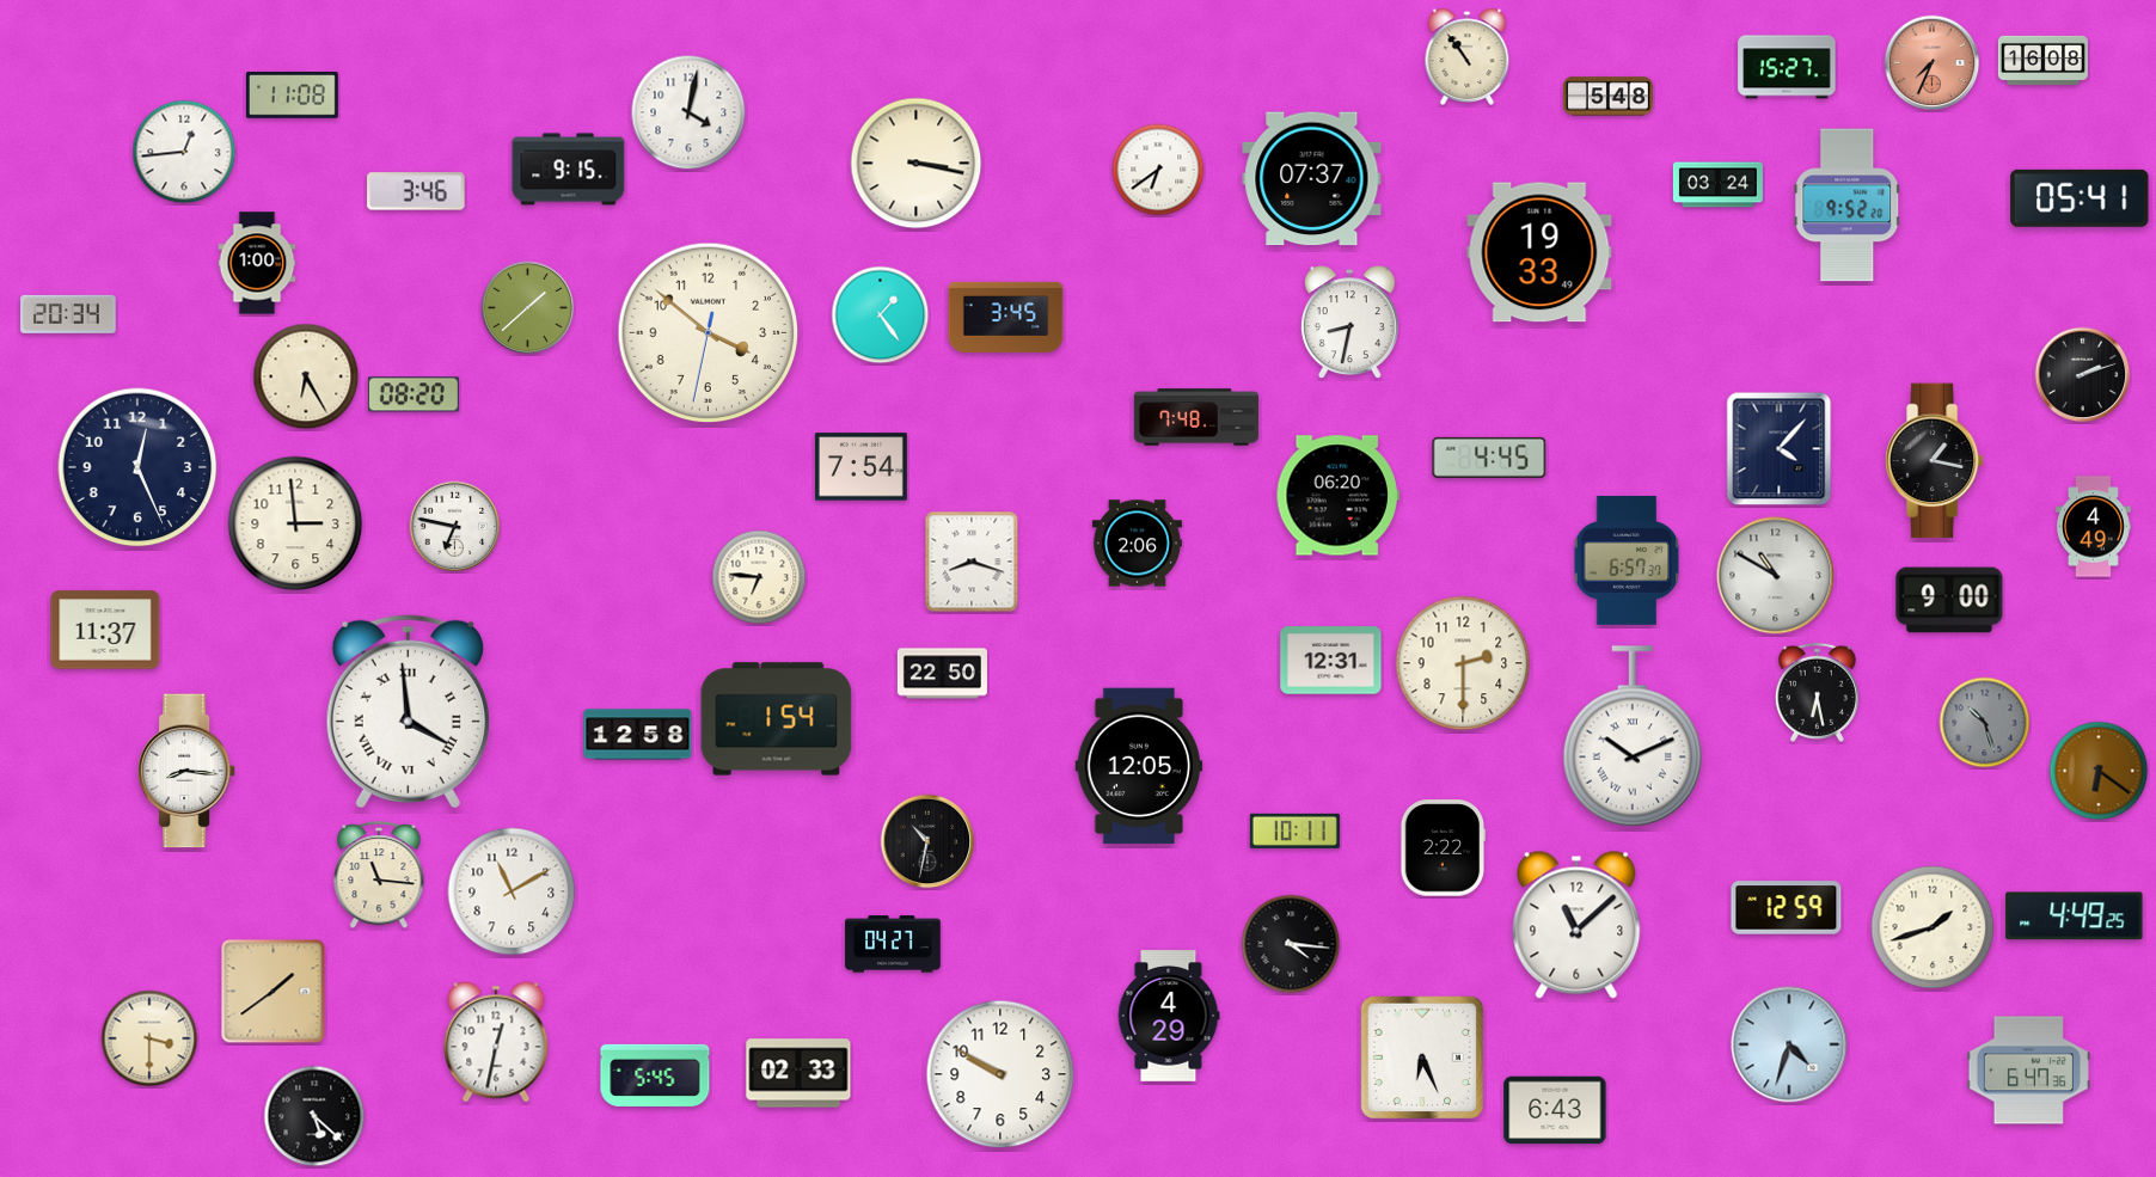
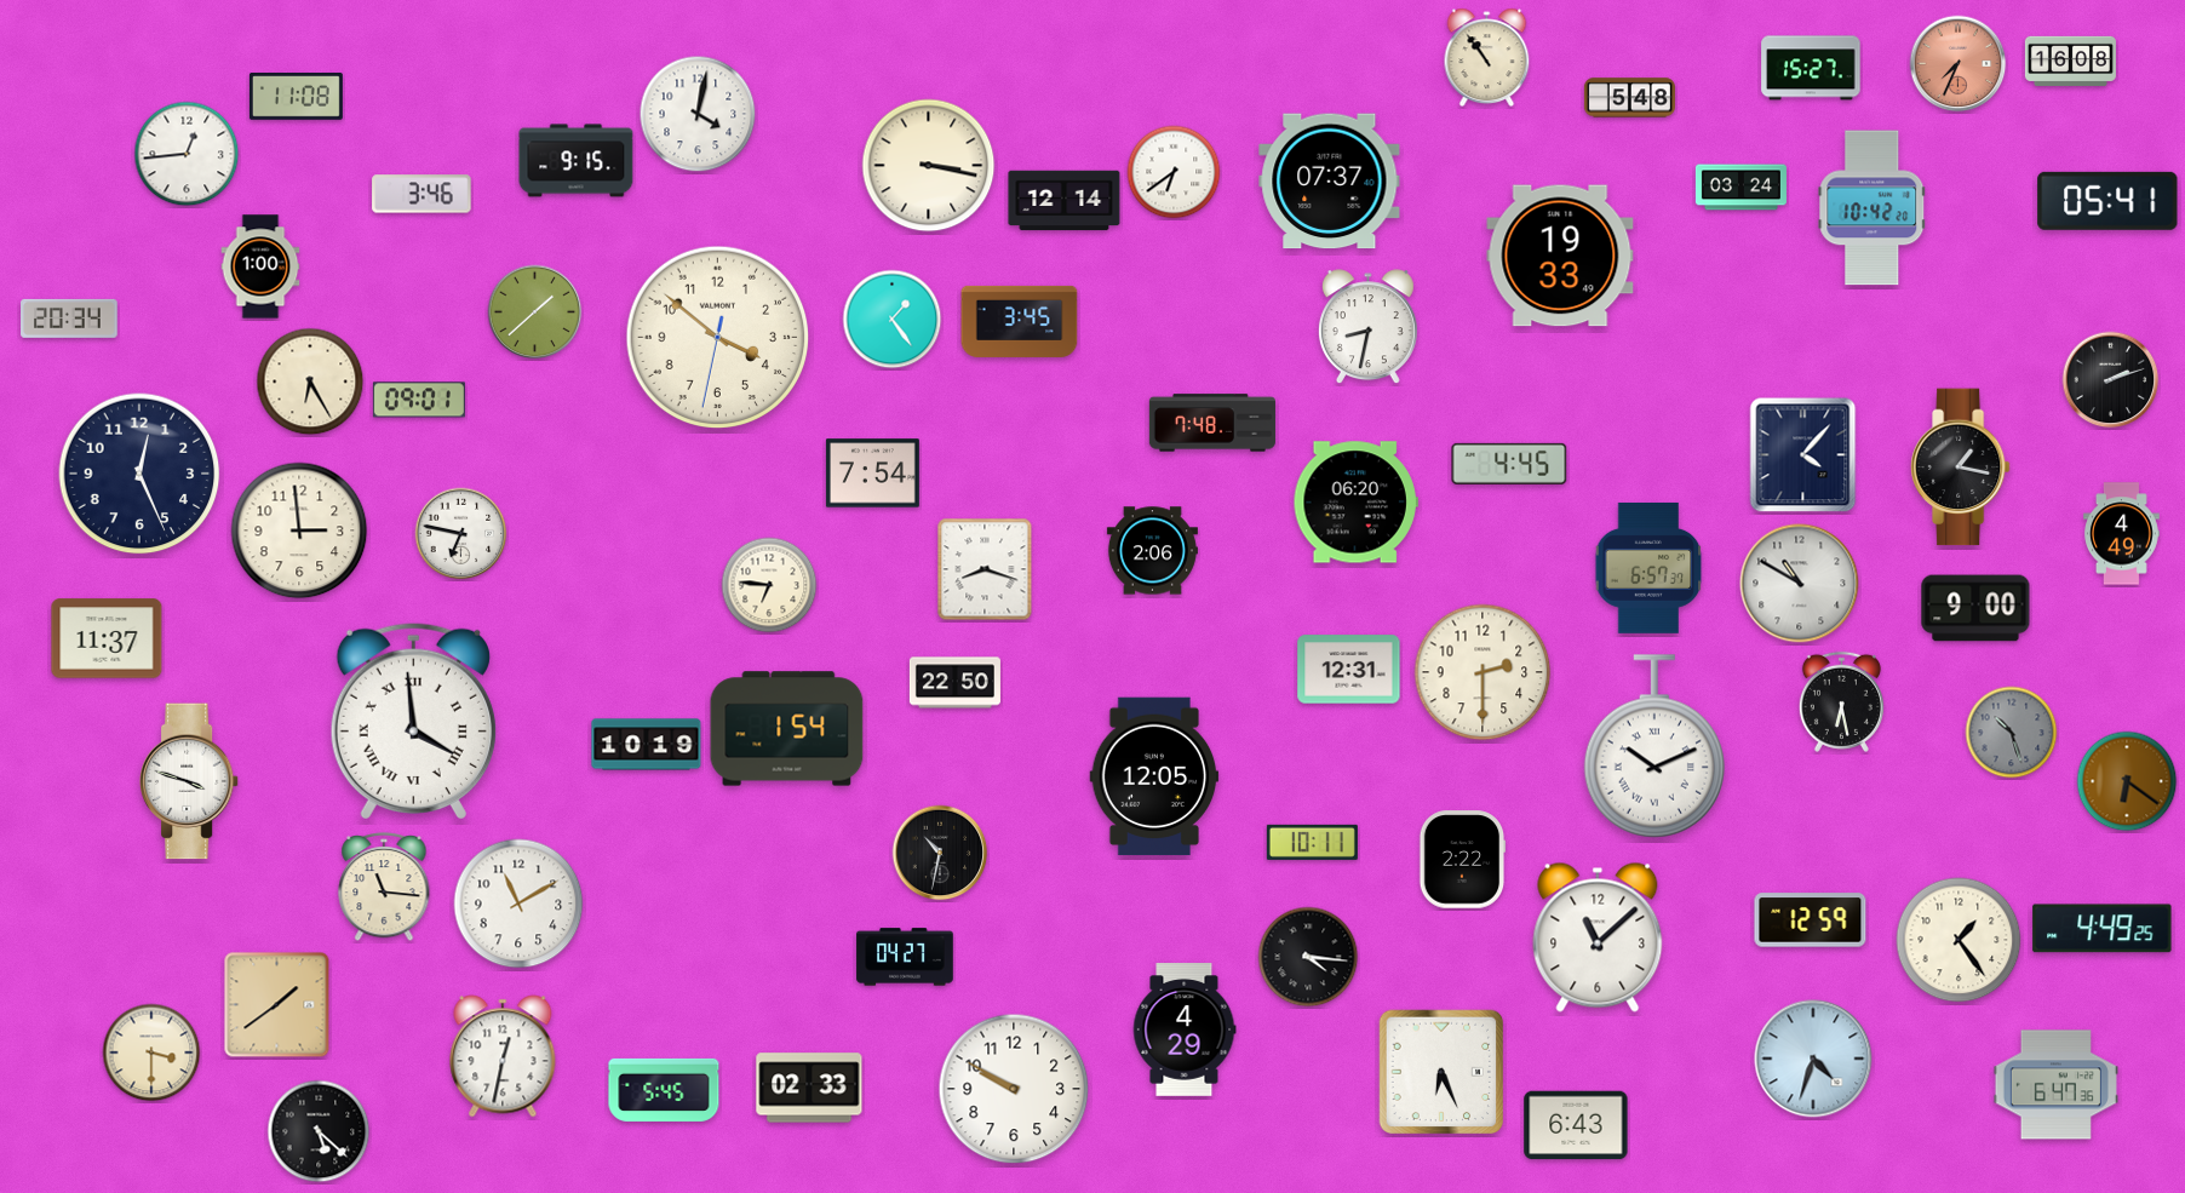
clock at (569, 170) position: (569, 170) -> (577, 161)
clock at (1065, 201): none -> 12:14
clock at (1848, 206): 9:52 -> 10:42
clock at (414, 394): 08:20 -> 09:01
clock at (638, 735): 12:58 -> 10:19
clock at (186, 771): 8:16 -> 3:48
clock at (1933, 927): 1:42 -> 1:24
